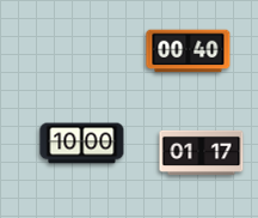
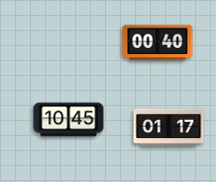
clock at (82, 144): 10:00 -> 10:45
